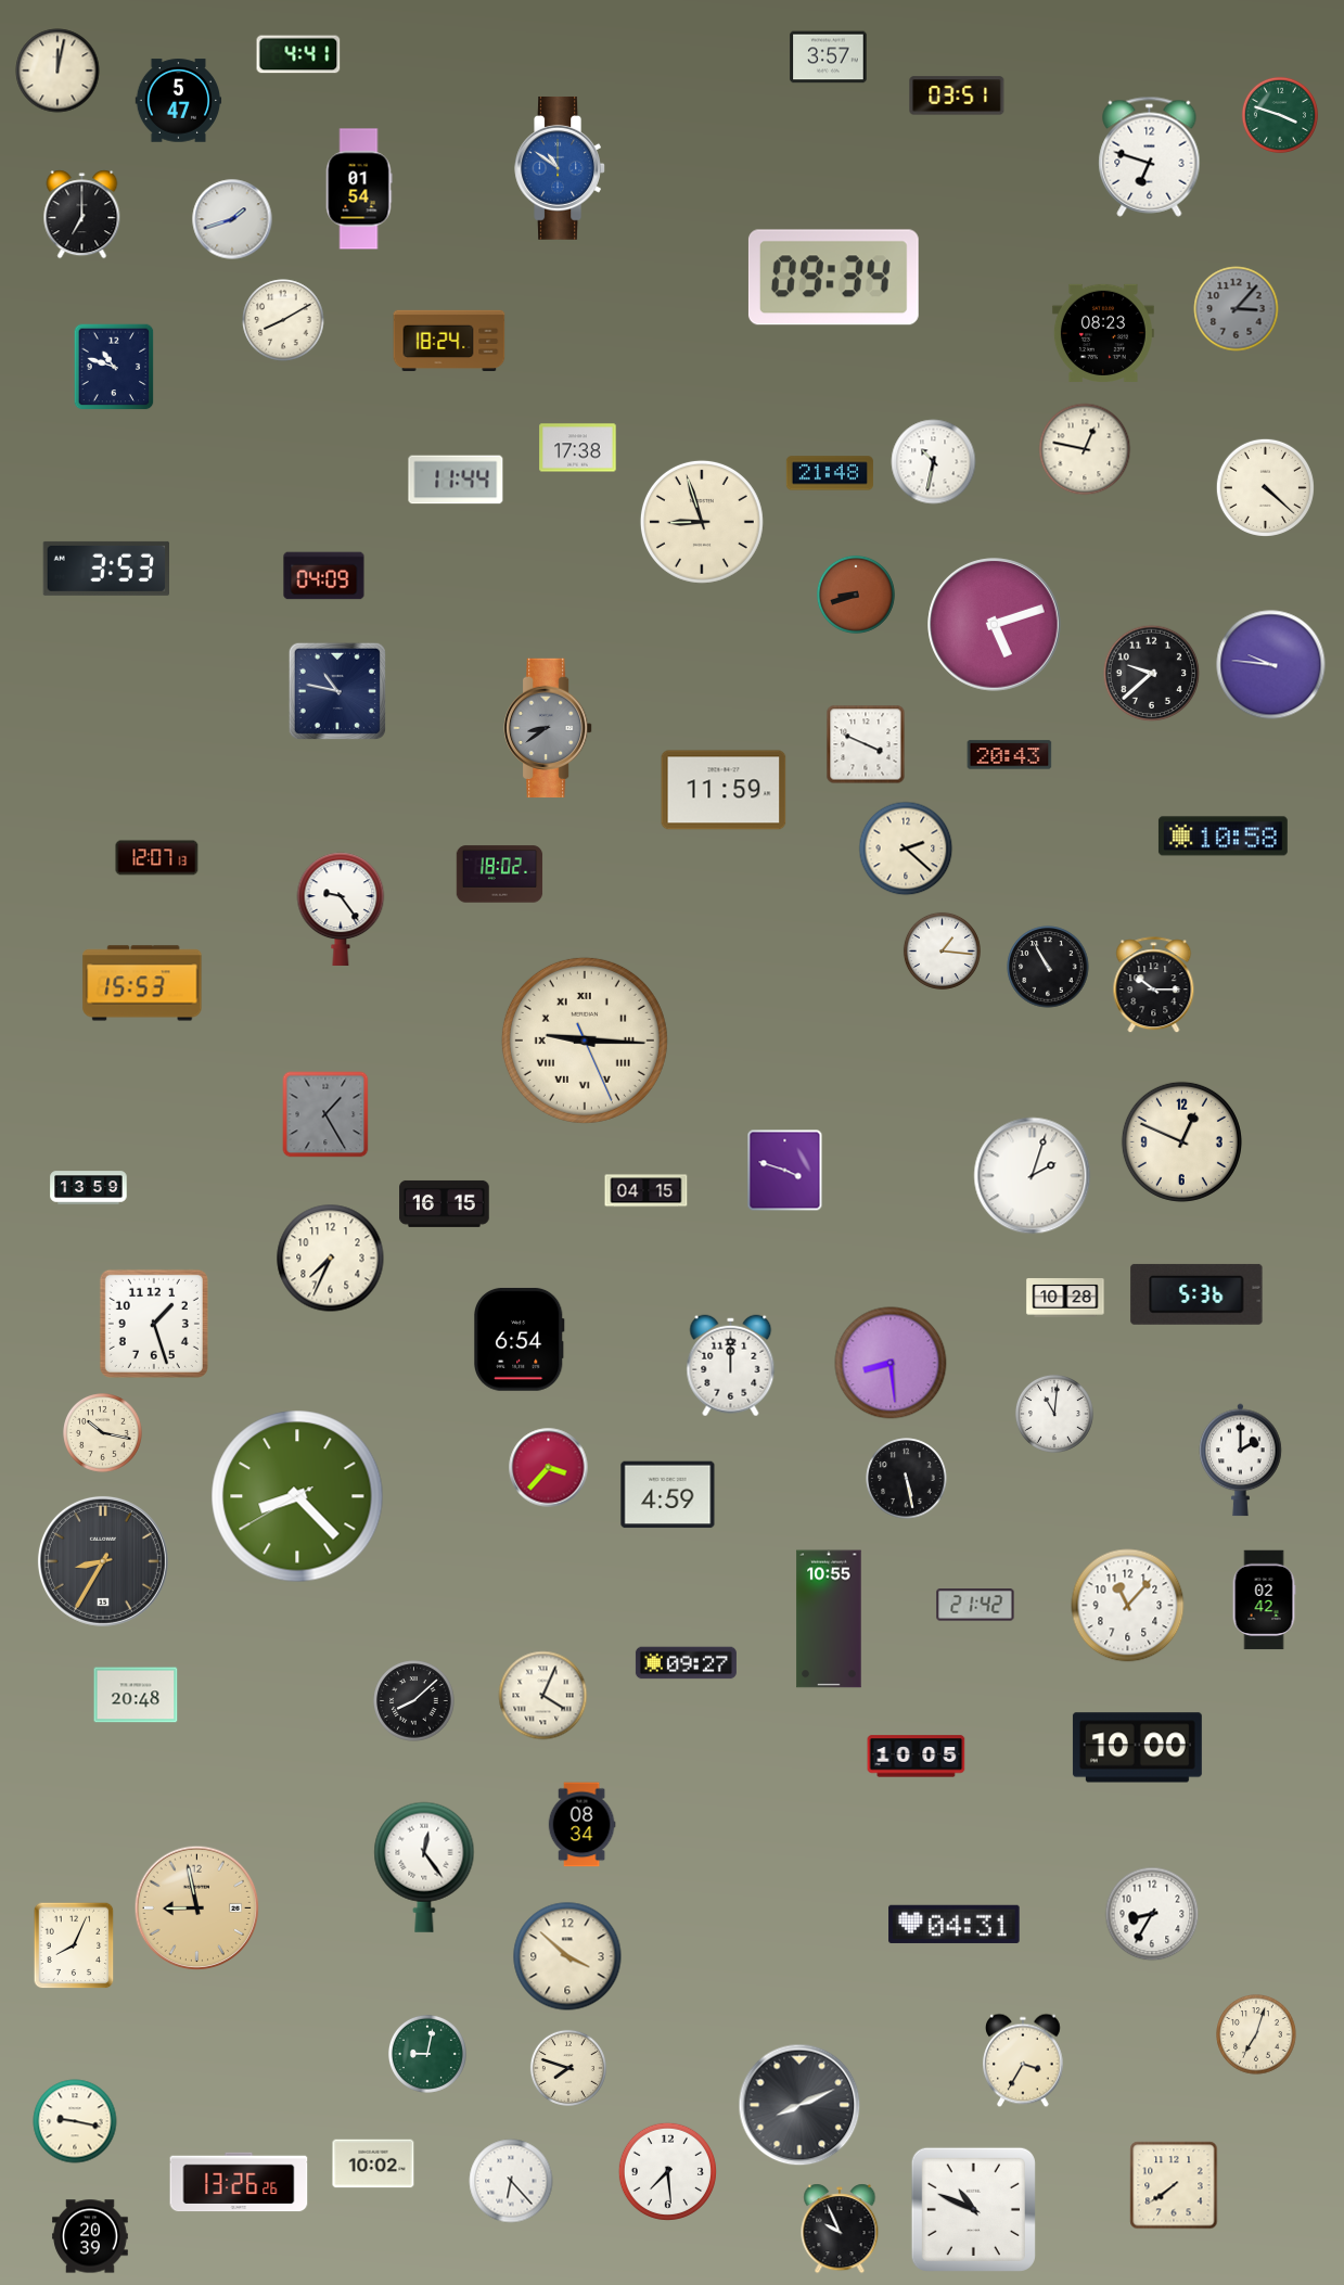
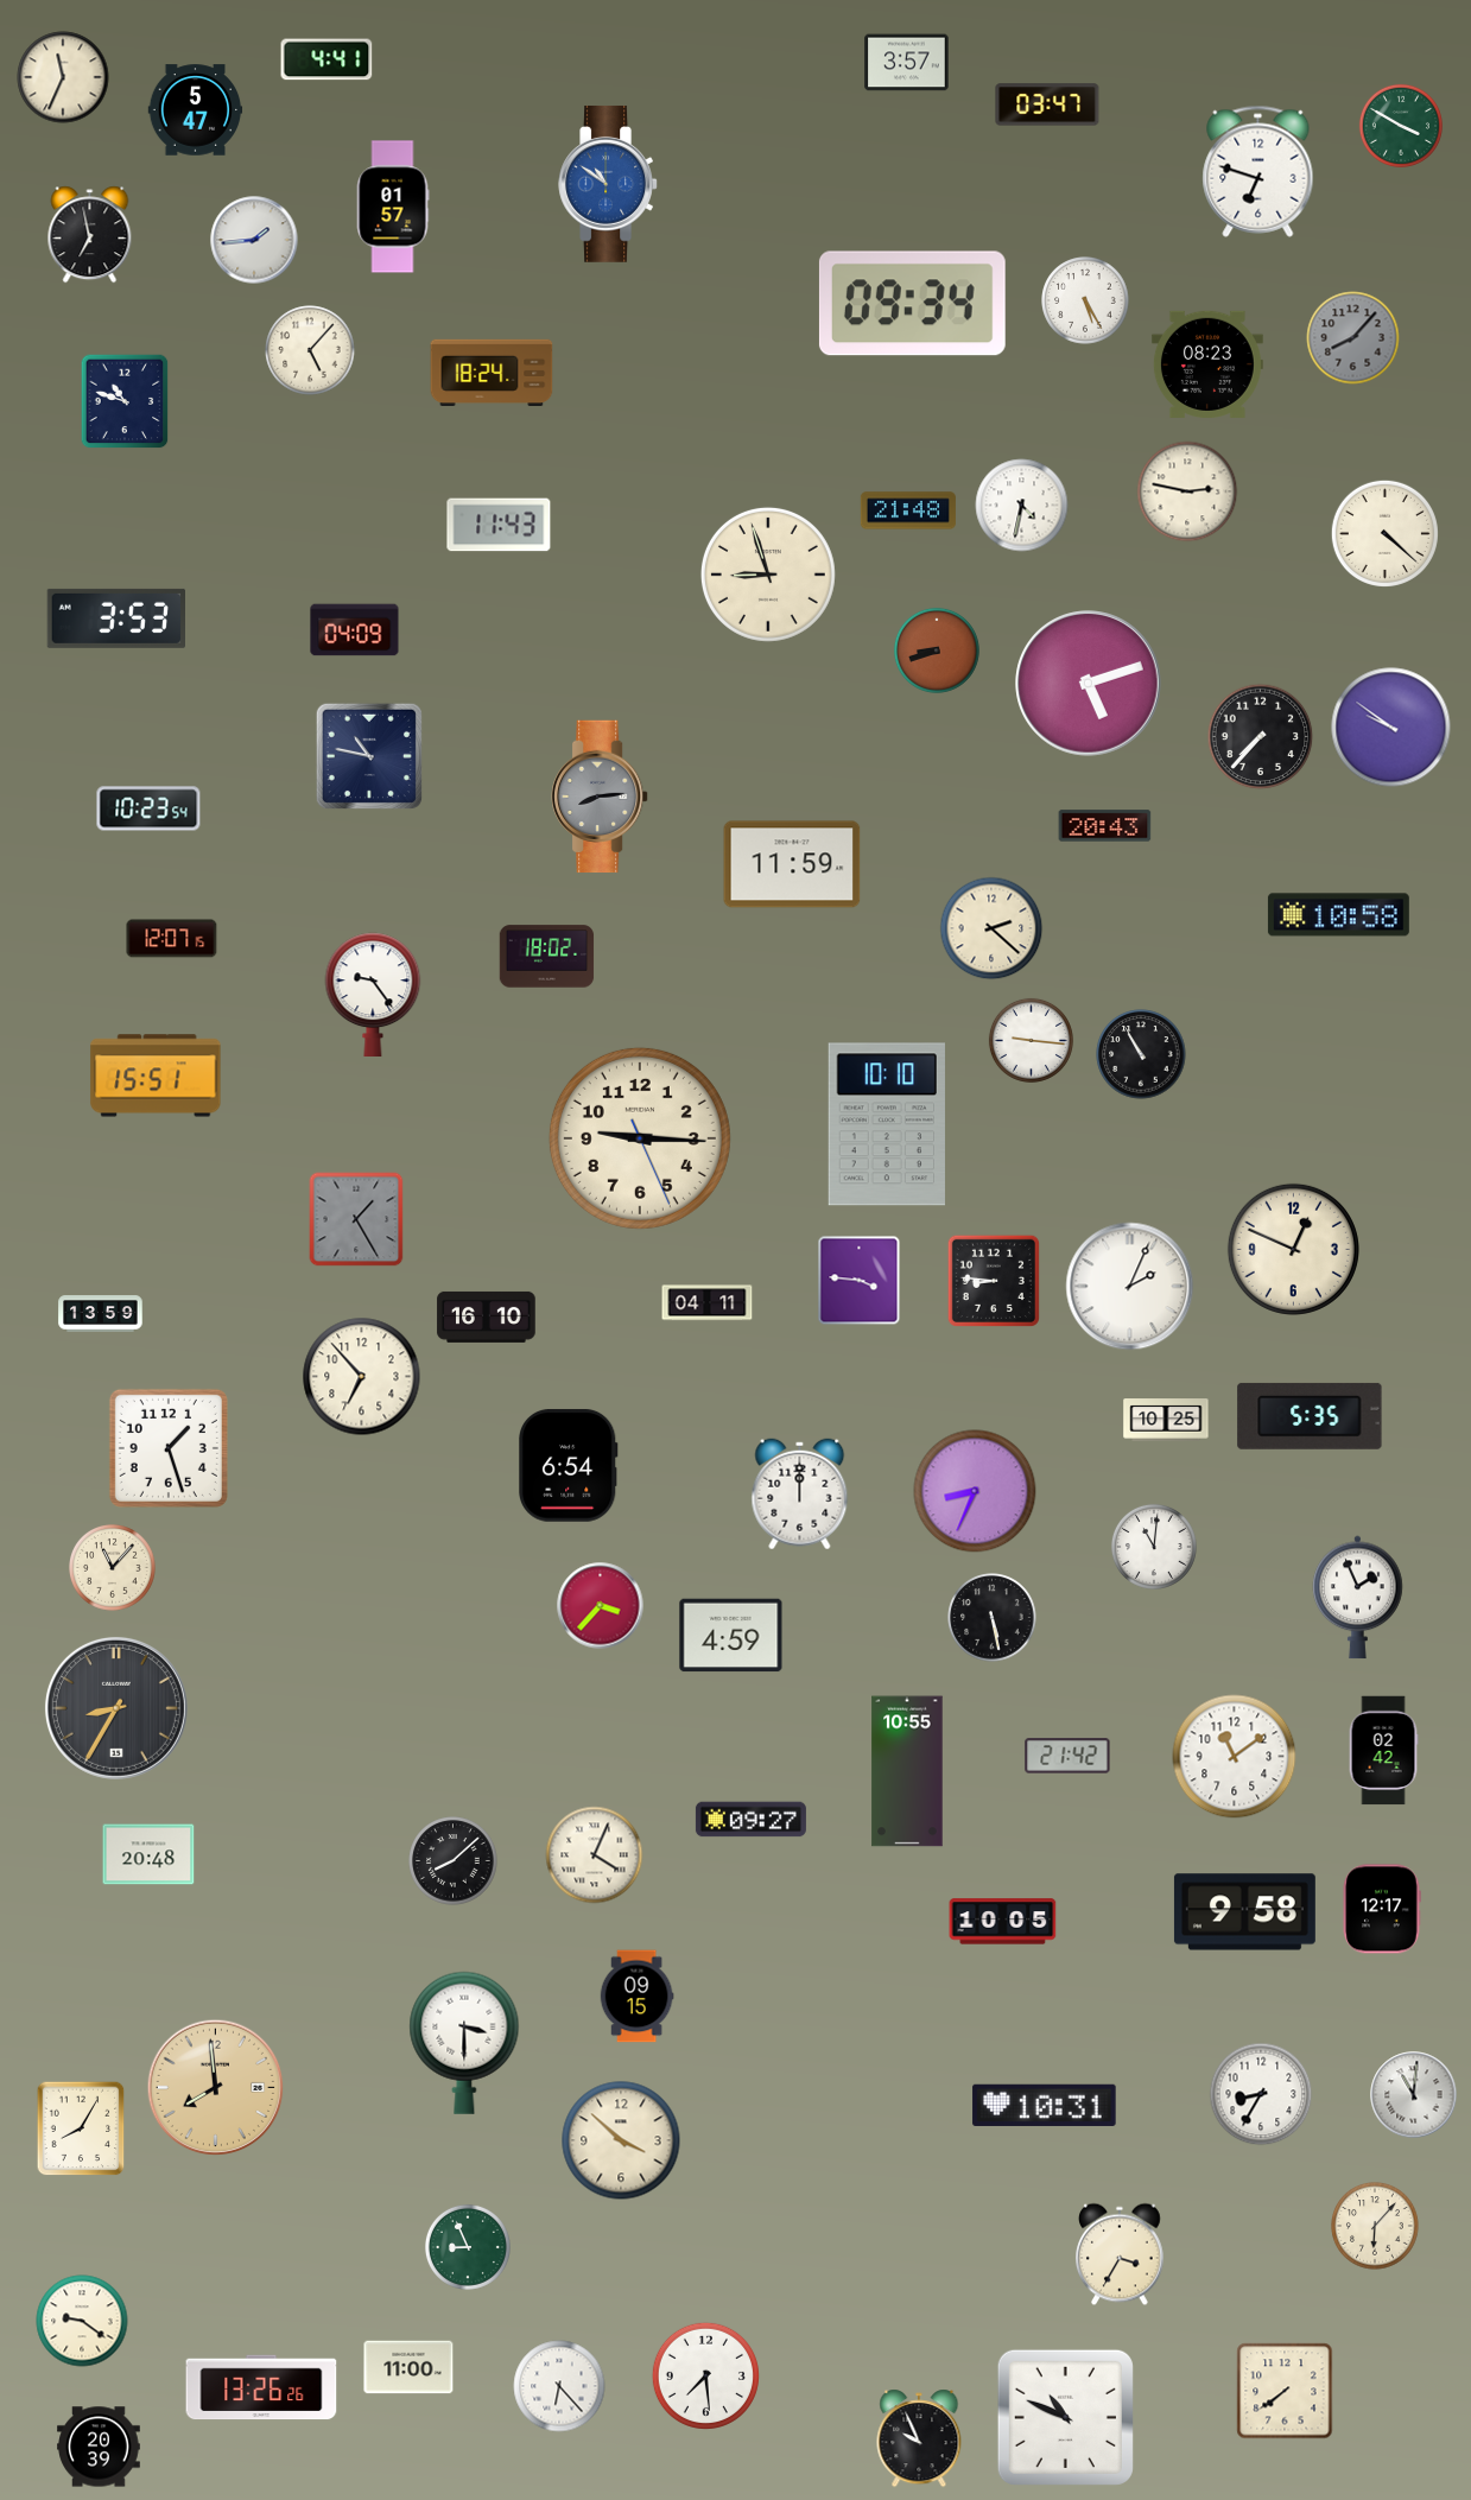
clock at (57, 71): 12:02 -> 11:34
clock at (957, 95): 03:51 -> 03:47
clock at (1280, 115): 3:48 -> 3:50
clock at (560, 168) position: (560, 168) -> (608, 184)
clock at (359, 189): 01:54 -> 01:57
clock at (82, 215): 7:00 -> 6:58
clock at (232, 219): 1:42 -> 1:44
clock at (1085, 300): none -> 5:25
clock at (1237, 309): 3:07 -> 8:07
clock at (283, 320): 8:10 -> 5:07
clock at (578, 448): 17:38 -> none
clock at (1085, 449): 12:47 -> 2:47
clock at (934, 462): 10:32 -> 4:32
clock at (830, 473) position: (830, 473) -> (908, 510)
clock at (456, 480): 11:44 -> 11:43
clock at (702, 522) position: (702, 522) -> (768, 575)
clock at (105, 569) position: (105, 569) -> (115, 618)
clock at (1271, 665): 9:46 -> 9:51
clock at (1152, 674): 9:38 -> 7:37
clock at (549, 728): 8:39 -> 8:14
clock at (148, 808): none -> 10:23
clock at (866, 744): 3:49 -> none
clock at (157, 858): 12:07:13 -> 12:07:15
clock at (942, 950): 1:16 -> 9:16
clock at (1048, 967) position: (1048, 967) -> (1141, 1054)
clock at (142, 983): 15:53 -> 15:51
clock at (1154, 985): 10:15 -> none
clock at (887, 1124): none -> 10:10
clock at (585, 1041) numerals: Roman -> Arabic
clock at (785, 1171): 3:48 -> 3:46
clock at (994, 1281): none -> 8:46
clock at (1033, 1176): 2:03 -> 2:04
clock at (89, 1188) position: (89, 1188) -> (101, 1314)
clock at (647, 1191): 04:15 -> 04:11
clock at (445, 1203): 16:15 -> 16:10
clock at (331, 1259): 7:34 -> 6:53
clock at (1196, 1294): 5:36 -> 5:35
clock at (1065, 1298): 10:28 -> 10:25
clock at (891, 1363): 8:29 -> 8:34
clock at (103, 1433): 10:17 -> 11:07
clock at (1241, 1460): 2:00 -> 1:56
clock at (297, 1496): 8:22 -> none
clock at (103, 1561) position: (103, 1561) -> (116, 1708)
clock at (1128, 1606): 11:07 -> 11:09
clock at (1382, 1909): none -> 12:17
clock at (1137, 1748): 10:00 -> 9:58
clock at (581, 1825): 08:34 -> 09:15
clock at (424, 1867): 12:24 -> 3:30
clock at (197, 1909): 8:58 -> 7:59
clock at (1414, 2095): none -> 11:01
clock at (955, 1924): 04:31 -> 10:31
clock at (74, 1945): 8:04 -> 8:05
clock at (1256, 2034): 7:03 -> 6:07
clock at (427, 2054): 9:02 -> 8:56
clock at (568, 2068): 7:48 -> none
clock at (799, 2105): 8:11 -> none
clock at (75, 2121): 9:17 -> 9:21
clock at (373, 2163): 10:02 -> 11:00
clock at (667, 2171) position: (667, 2171) -> (705, 2375)
